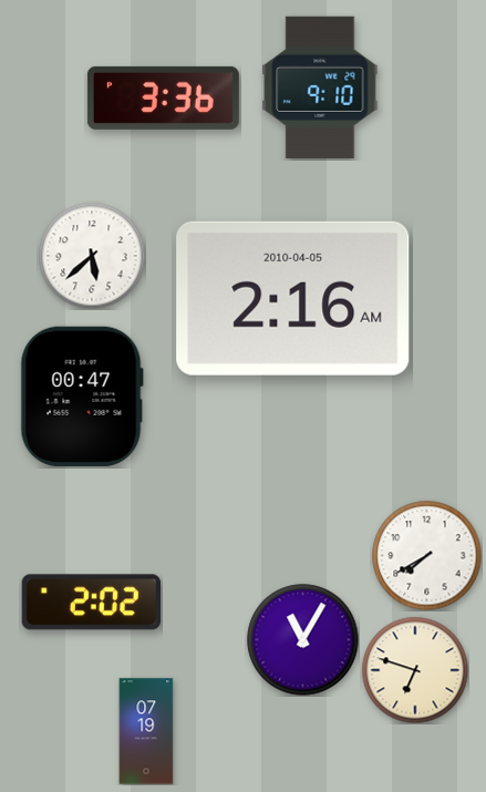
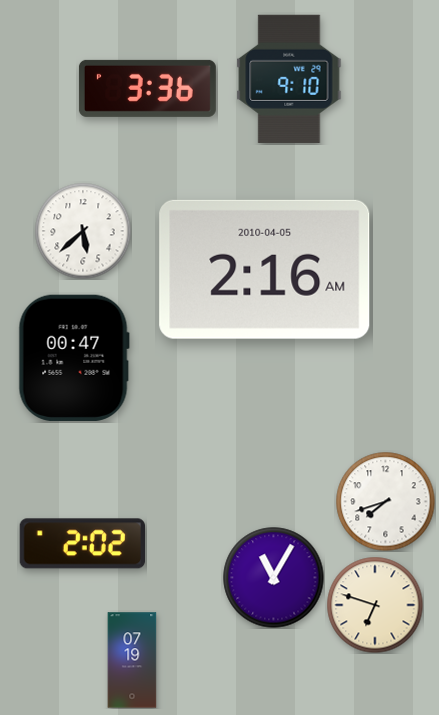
clock at (427, 556): 7:40 -> 7:42
